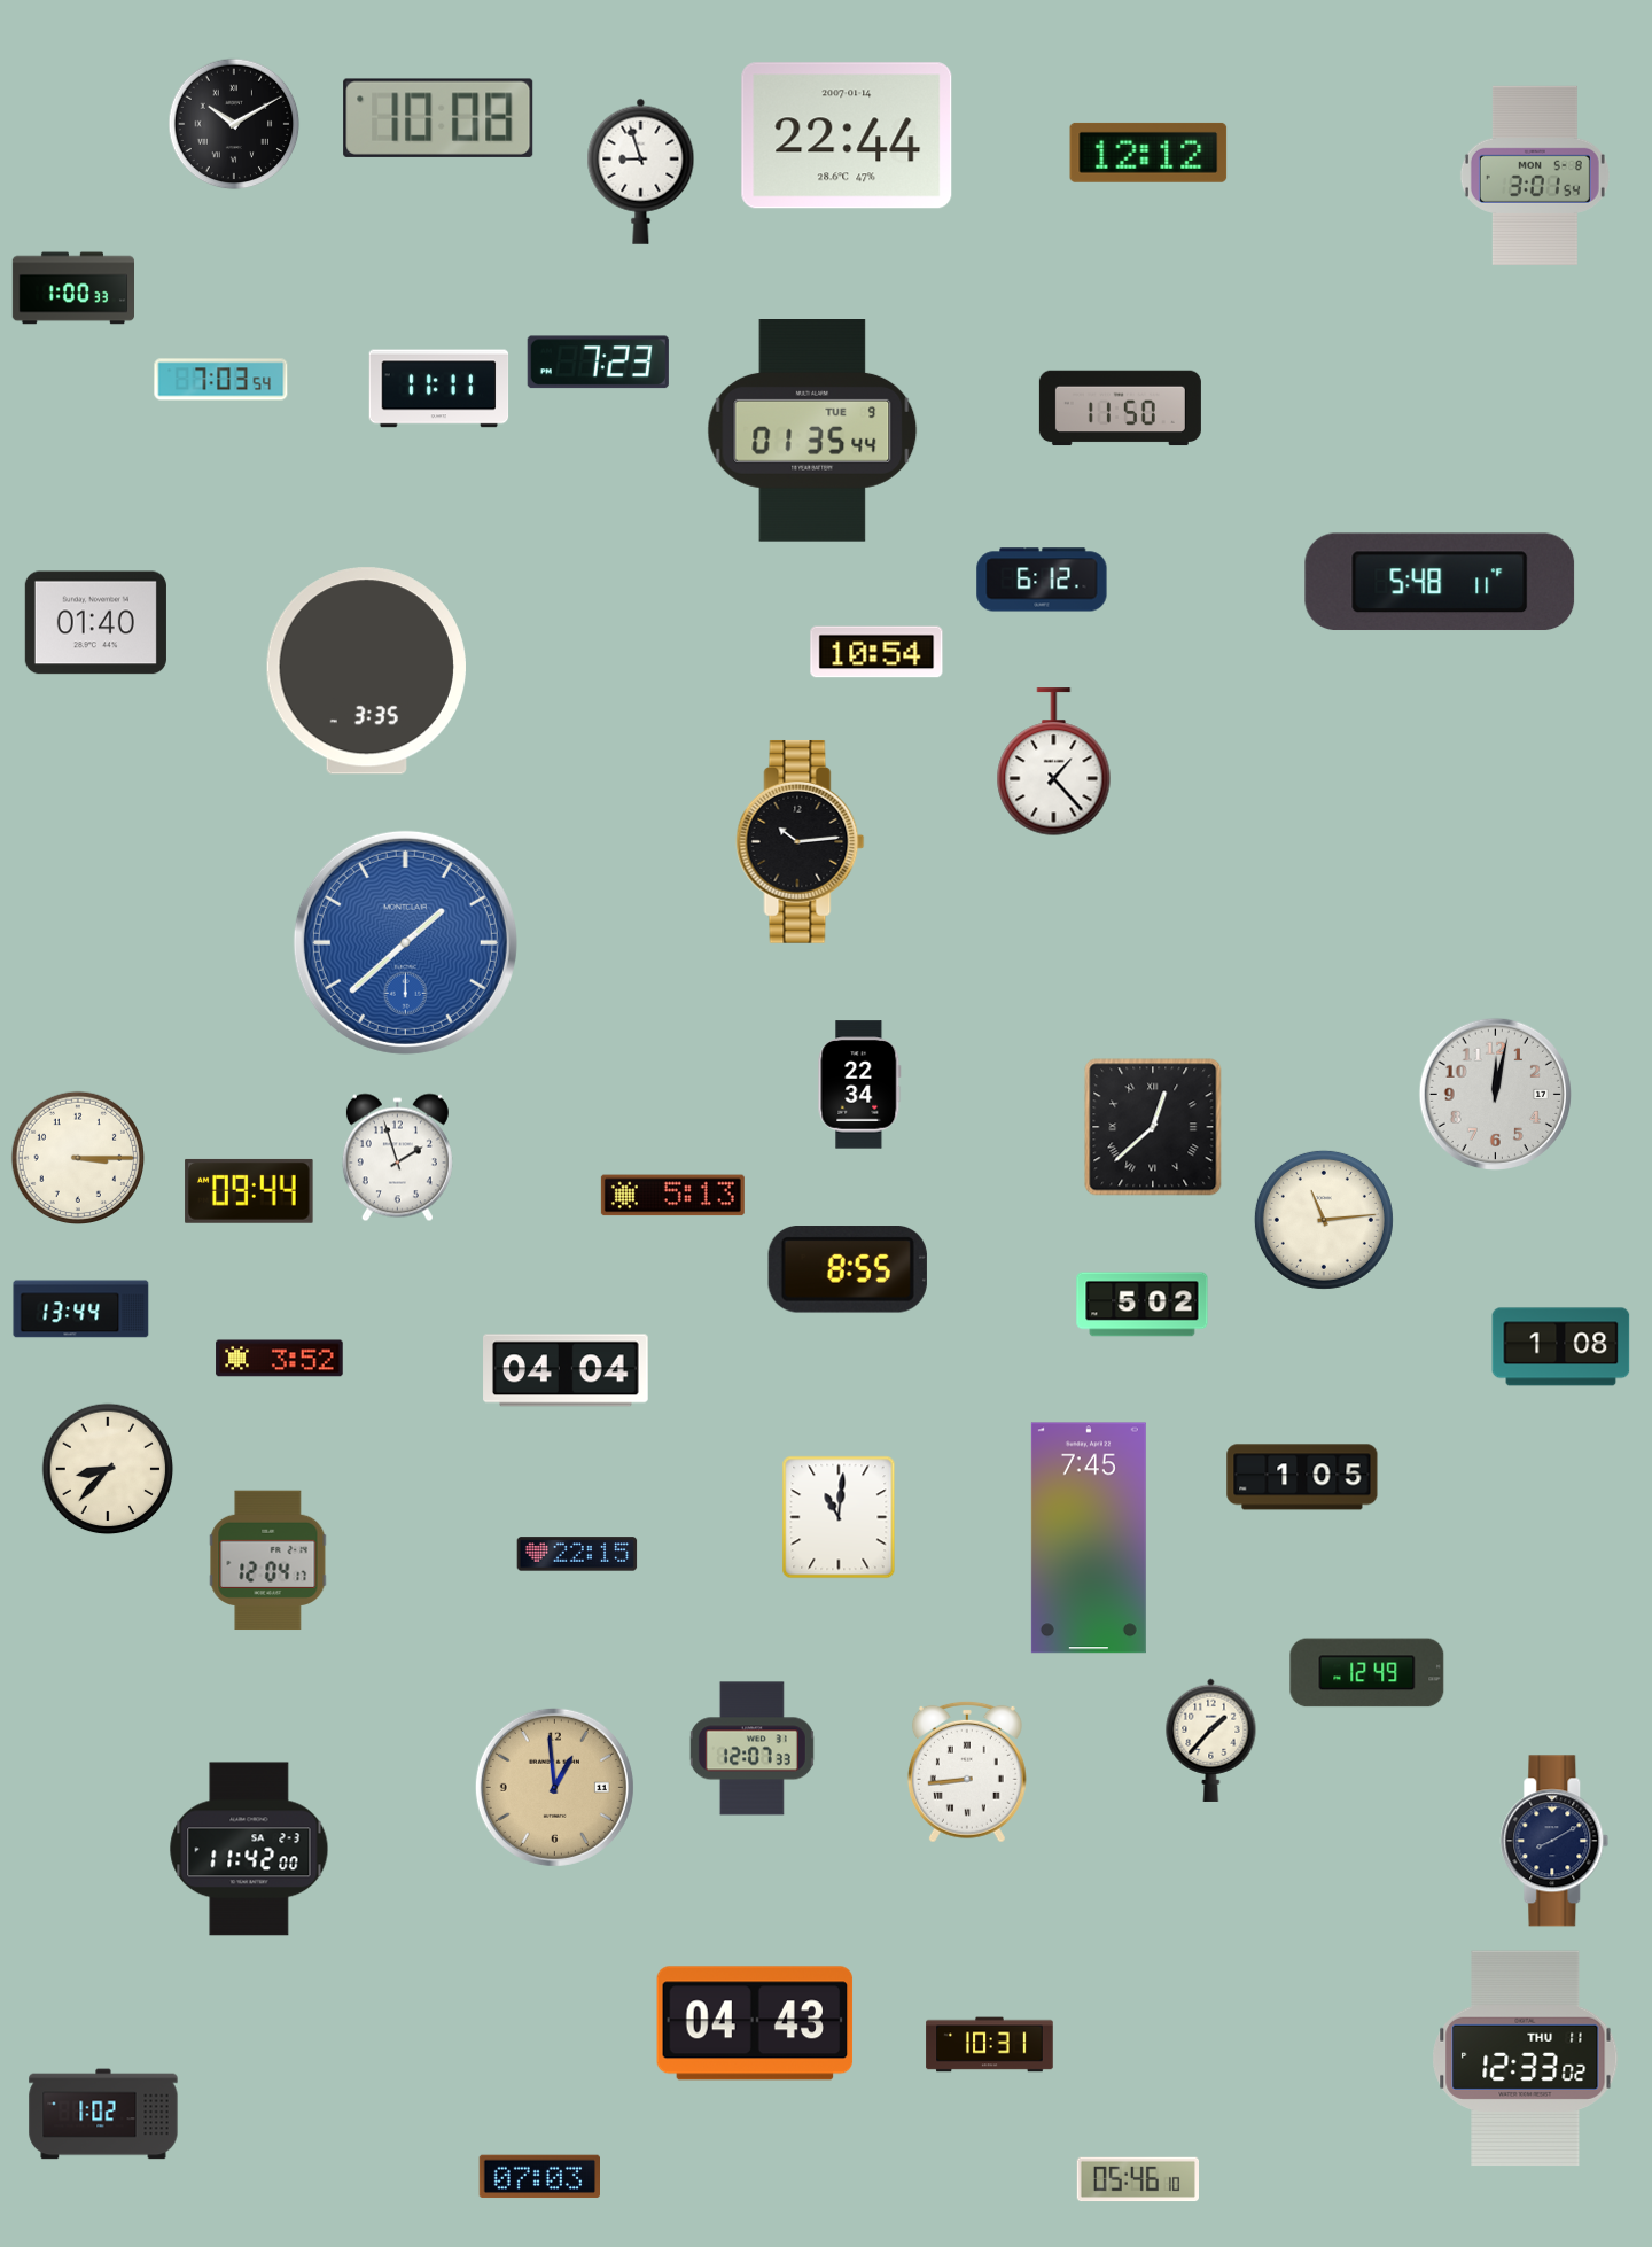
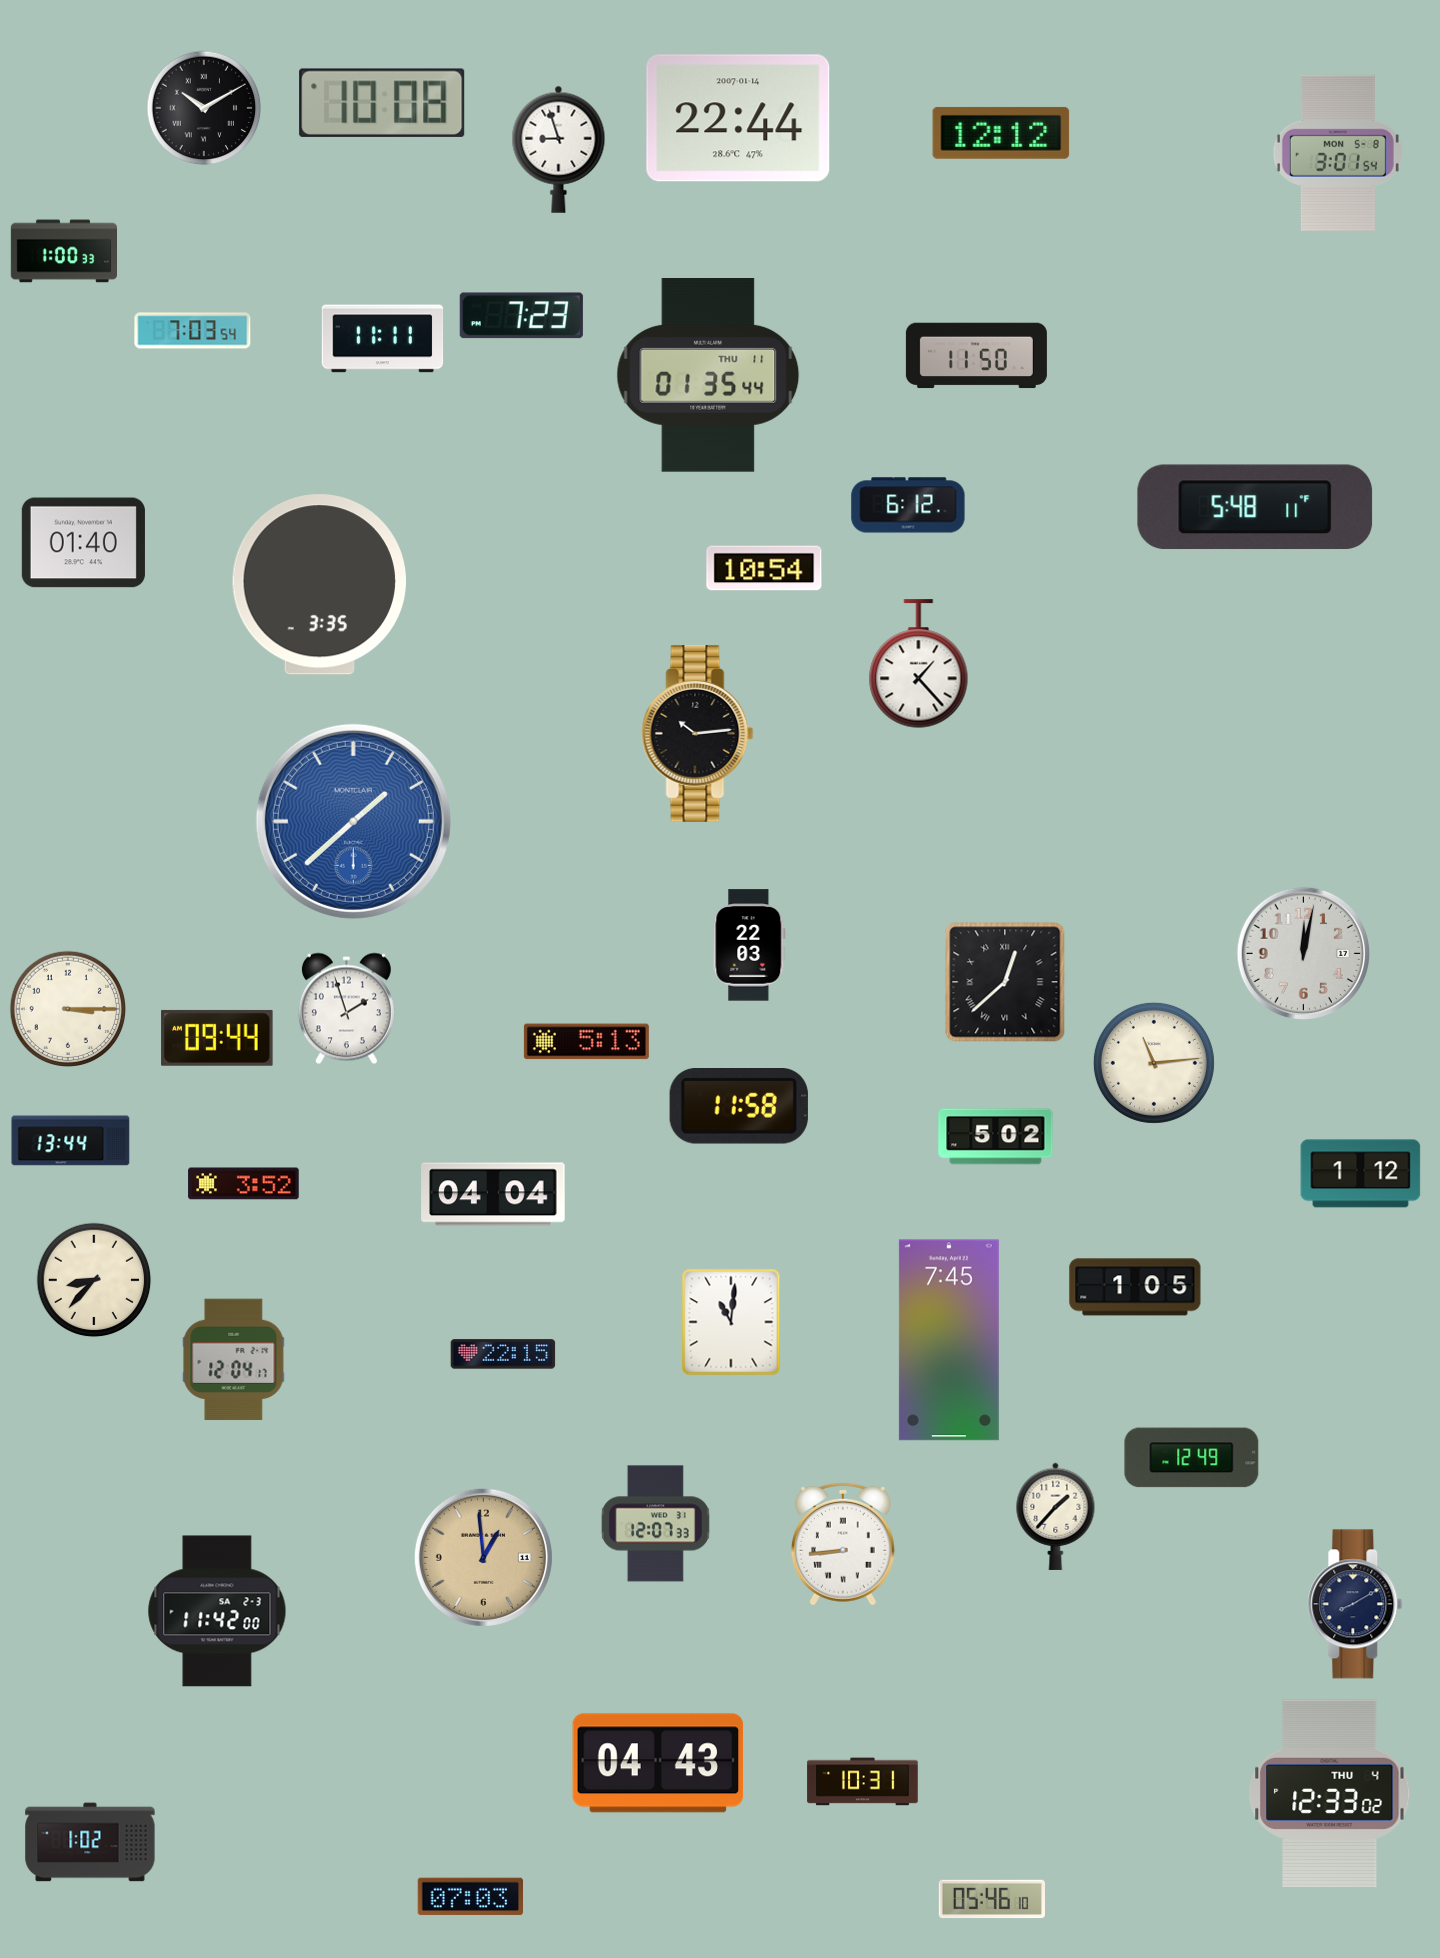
clock at (812, 431) date: TUE 9 -> THU 11
clock at (859, 1084): 22:34 -> 22:03
clock at (848, 1270): 8:55 -> 11:58
clock at (1561, 1347): 1:08 -> 1:12
clock at (1526, 2059) date: THU 11 -> THU 4
